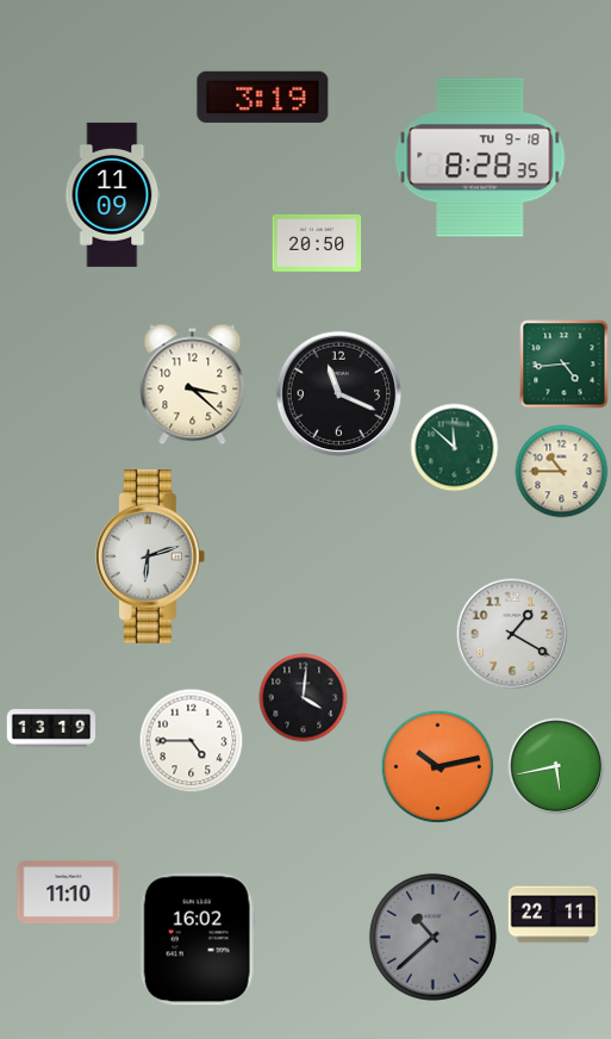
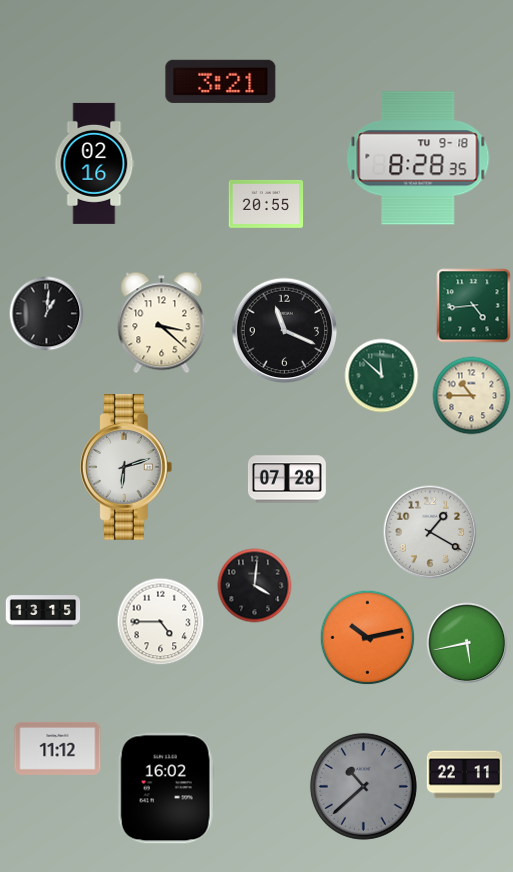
clock at (263, 97): 3:19 -> 3:21
clock at (480, 157) position: (480, 157) -> (418, 158)
clock at (113, 194): 11:09 -> 02:16
clock at (317, 243): 20:50 -> 20:55
clock at (47, 314): none -> 1:01
clock at (287, 479): none -> 07:28
clock at (51, 728): 13:19 -> 13:15
clock at (438, 767) position: (438, 767) -> (368, 638)
clock at (69, 891): 11:10 -> 11:12
clock at (553, 915) position: (553, 915) -> (464, 775)
